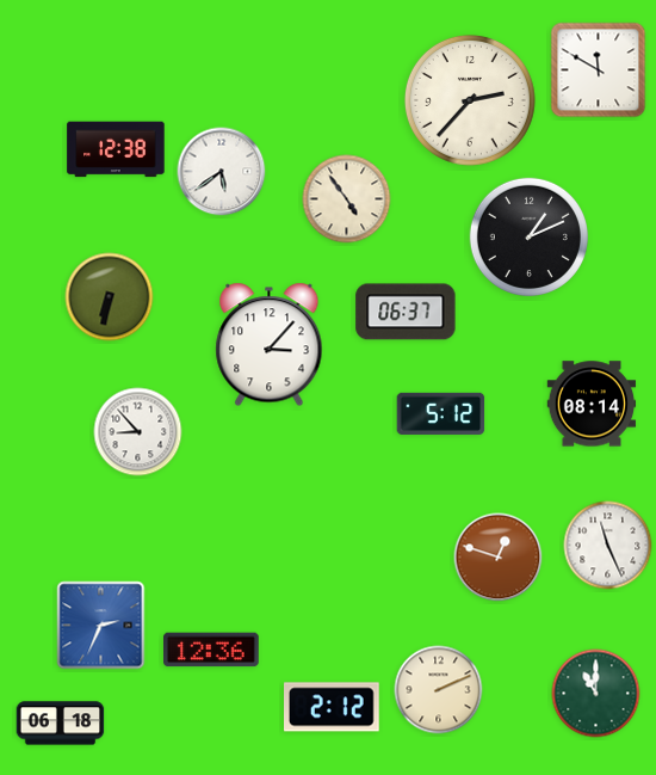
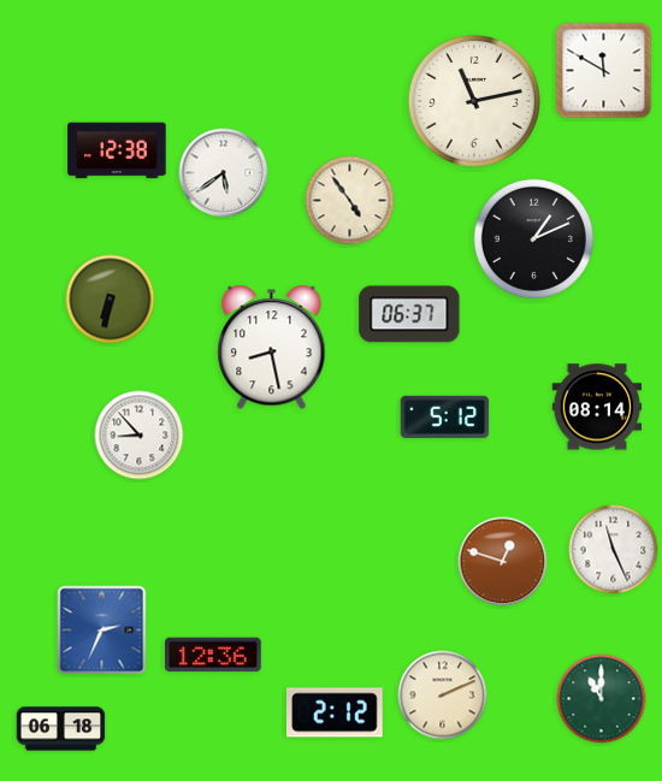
clock at (470, 100): 2:37 -> 11:13
clock at (270, 345): 3:07 -> 8:28
